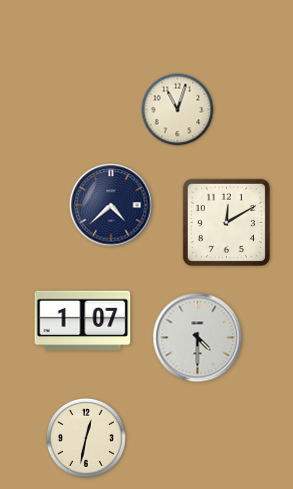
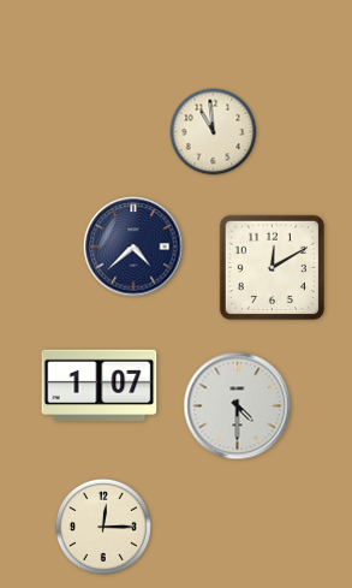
clock at (178, 110): 11:03 -> 10:59
clock at (86, 438): 12:32 -> 12:15
